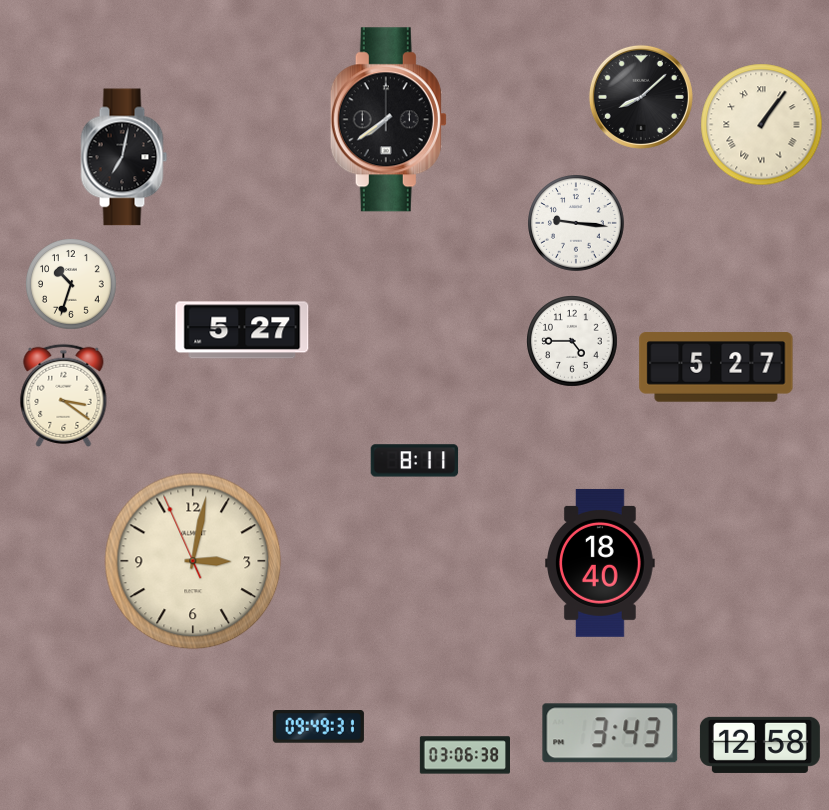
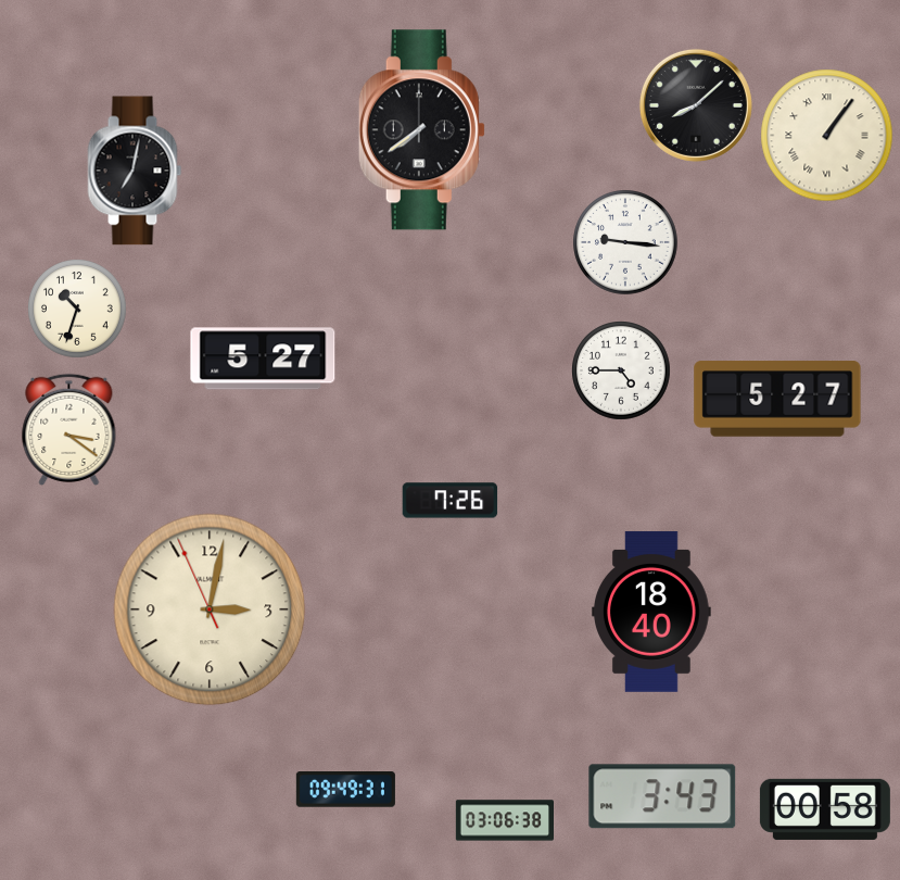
clock at (415, 461): 8:11 -> 7:26
clock at (760, 745): 12:58 -> 00:58
